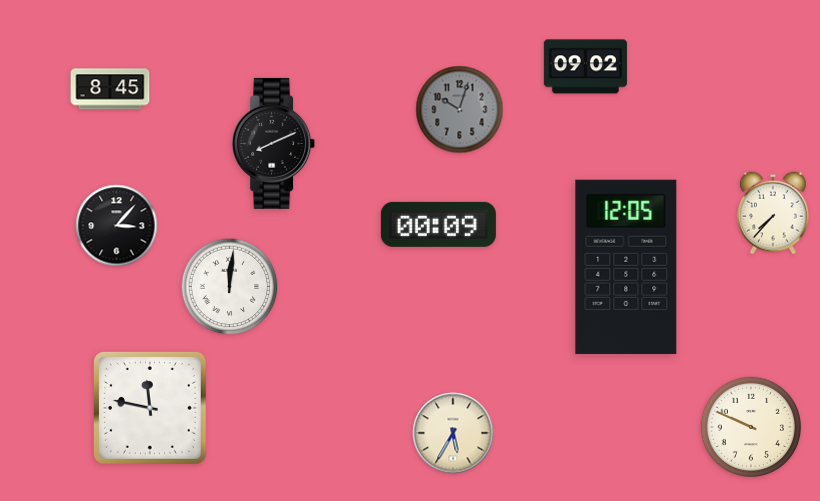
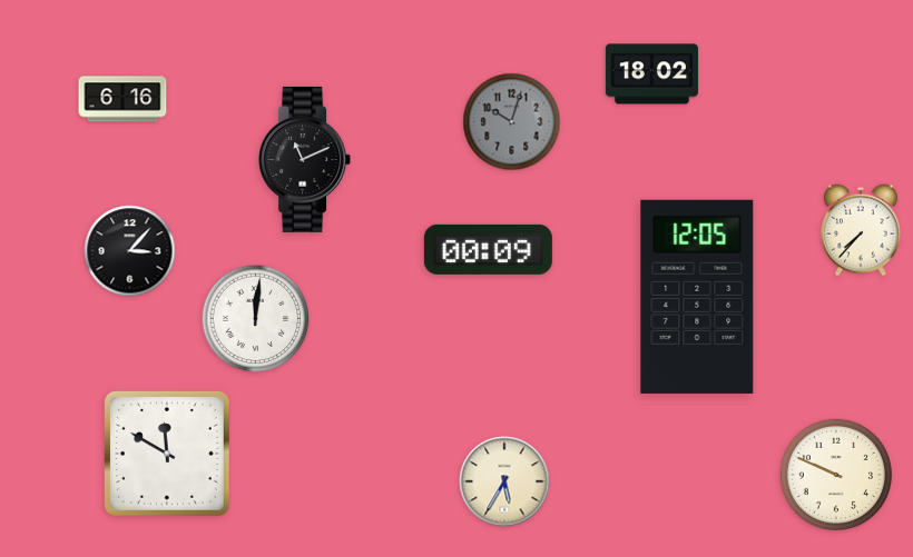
clock at (585, 67): 09:02 -> 18:02
clock at (110, 89): 8:45 -> 6:16
clock at (274, 143): 8:11 -> 11:11
clock at (774, 213) position: (774, 213) -> (862, 230)
clock at (150, 408): 11:47 -> 11:50
